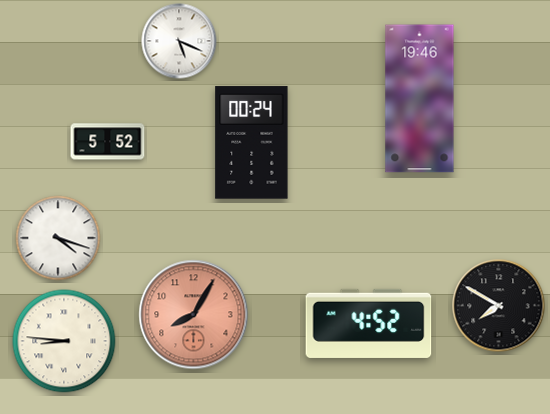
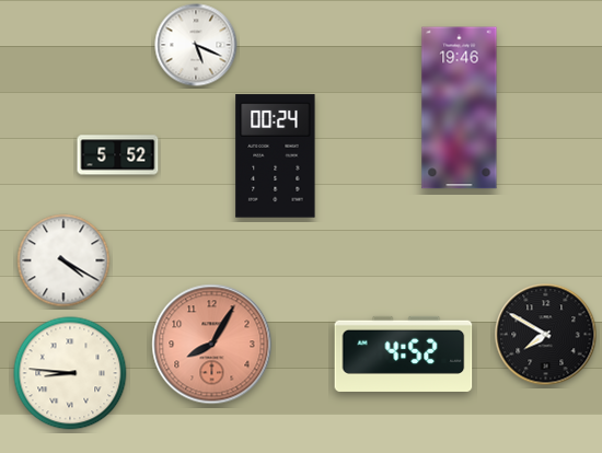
clock at (58, 238): 4:18 -> 4:20
